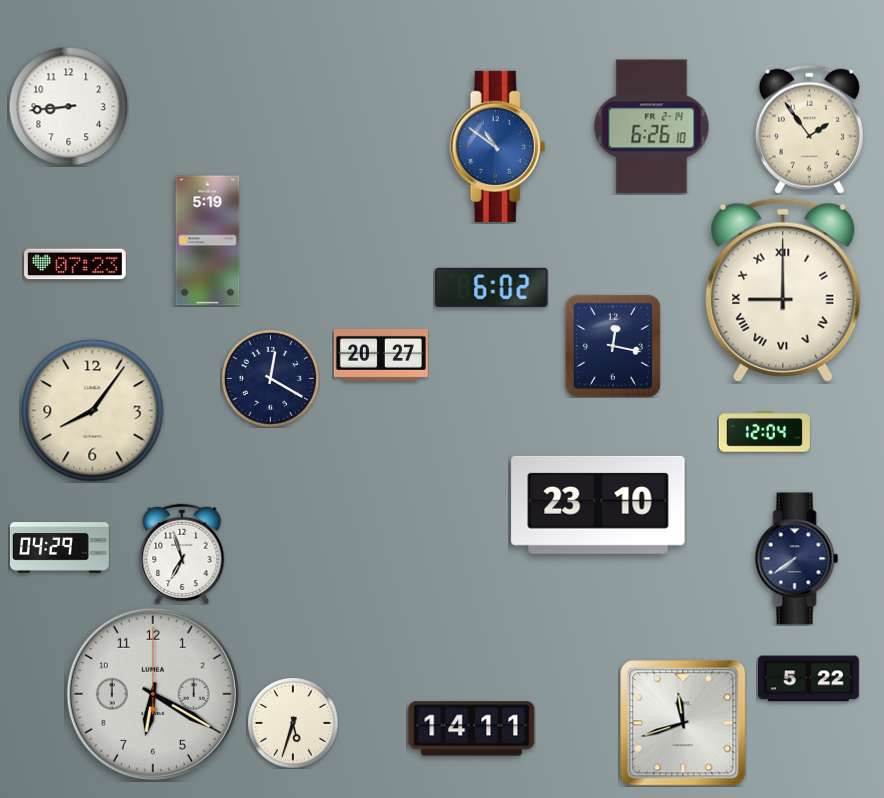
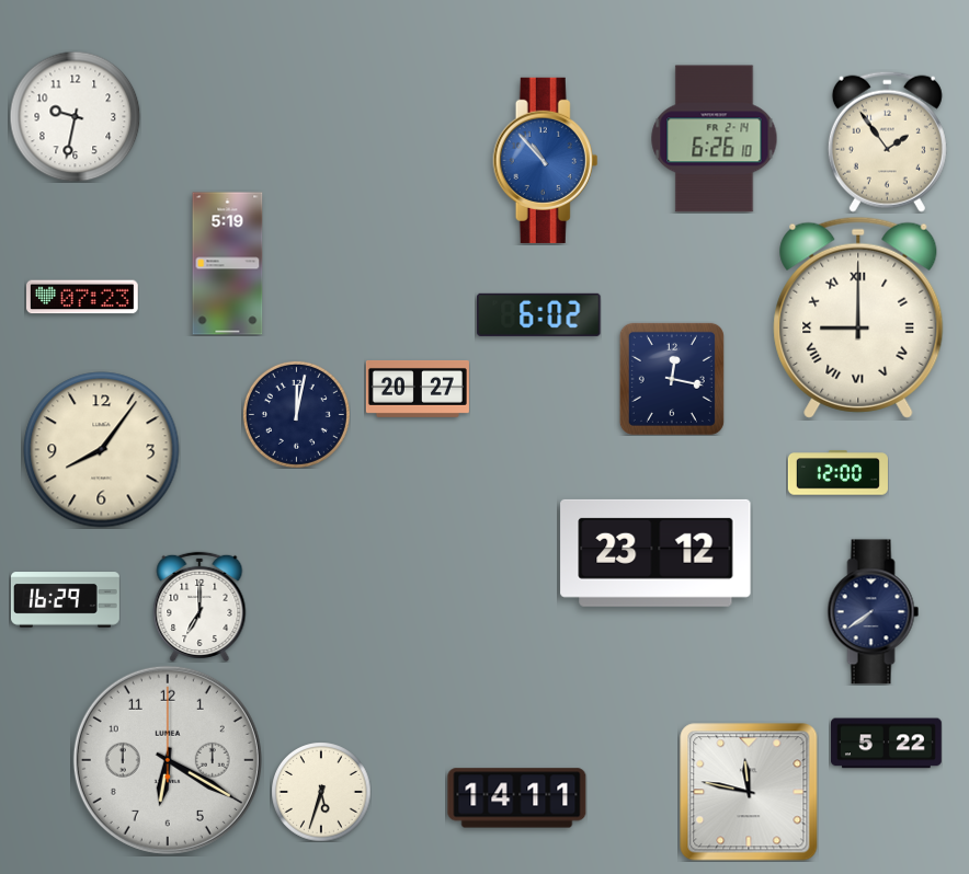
clock at (68, 106): 8:44 -> 9:32
clock at (498, 146): 10:51 -> 10:53
clock at (76, 264) position: (76, 264) -> (83, 297)
clock at (270, 378): 12:20 -> 12:02
clock at (764, 432): 12:04 -> 12:00
clock at (598, 505): 23:10 -> 23:12
clock at (59, 548): 04:29 -> 16:29
clock at (182, 554): 6:57 -> 7:00
clock at (683, 723): 11:42 -> 11:47
